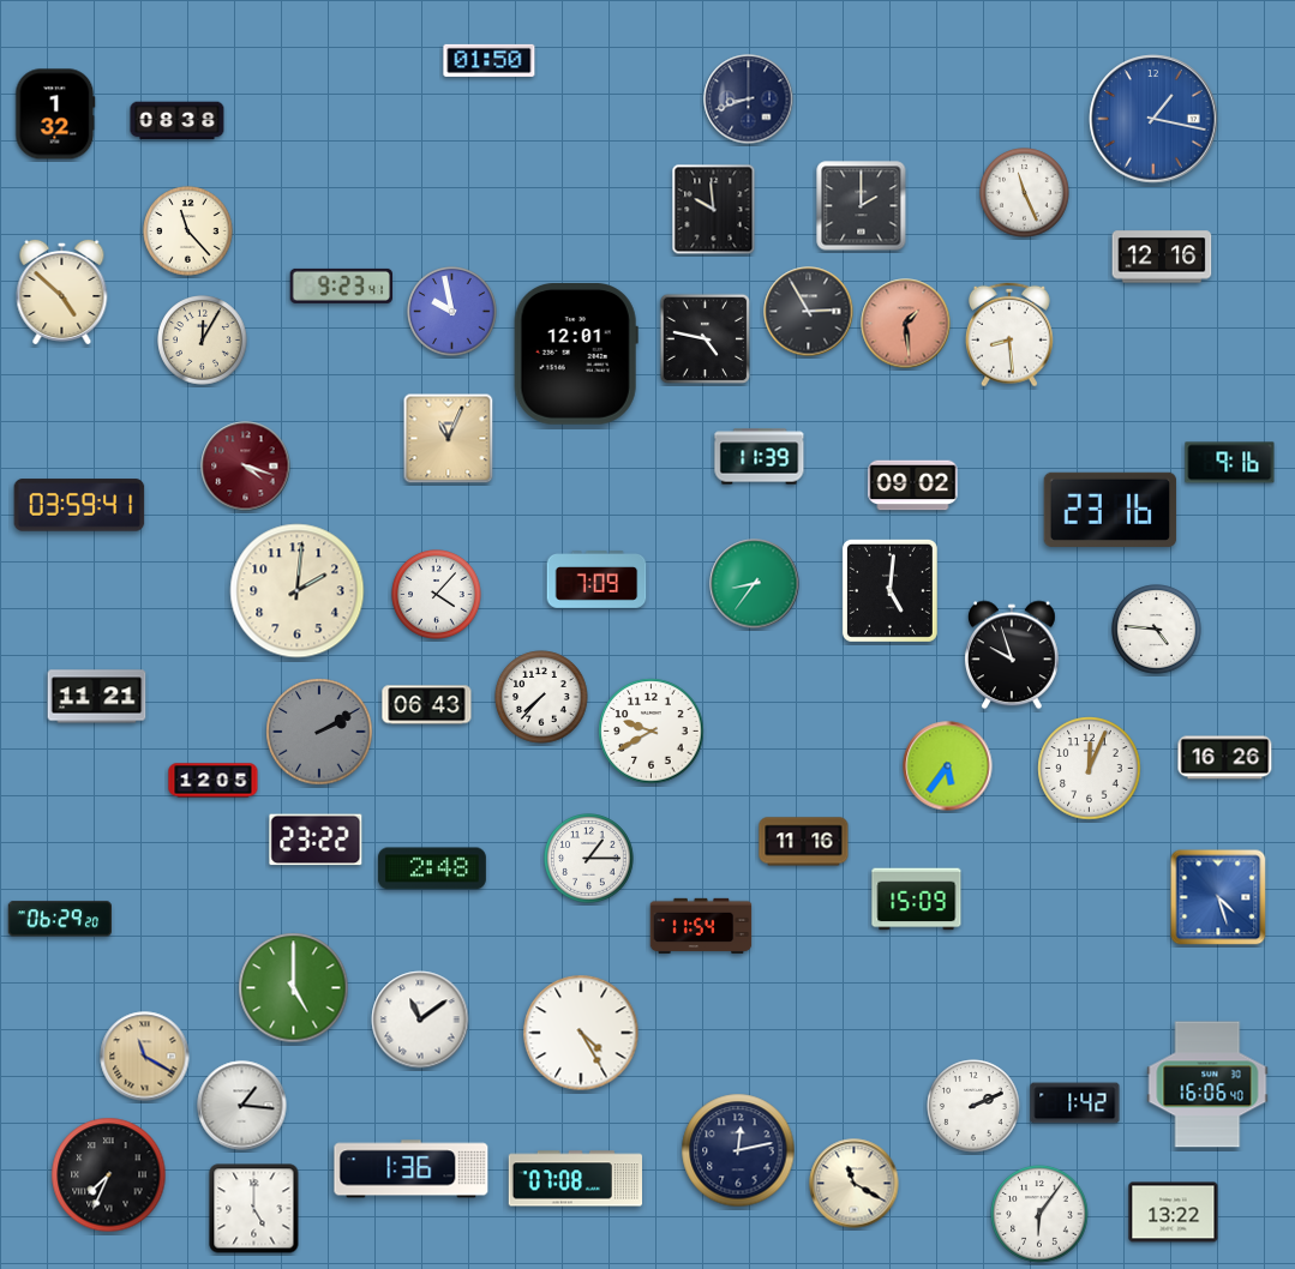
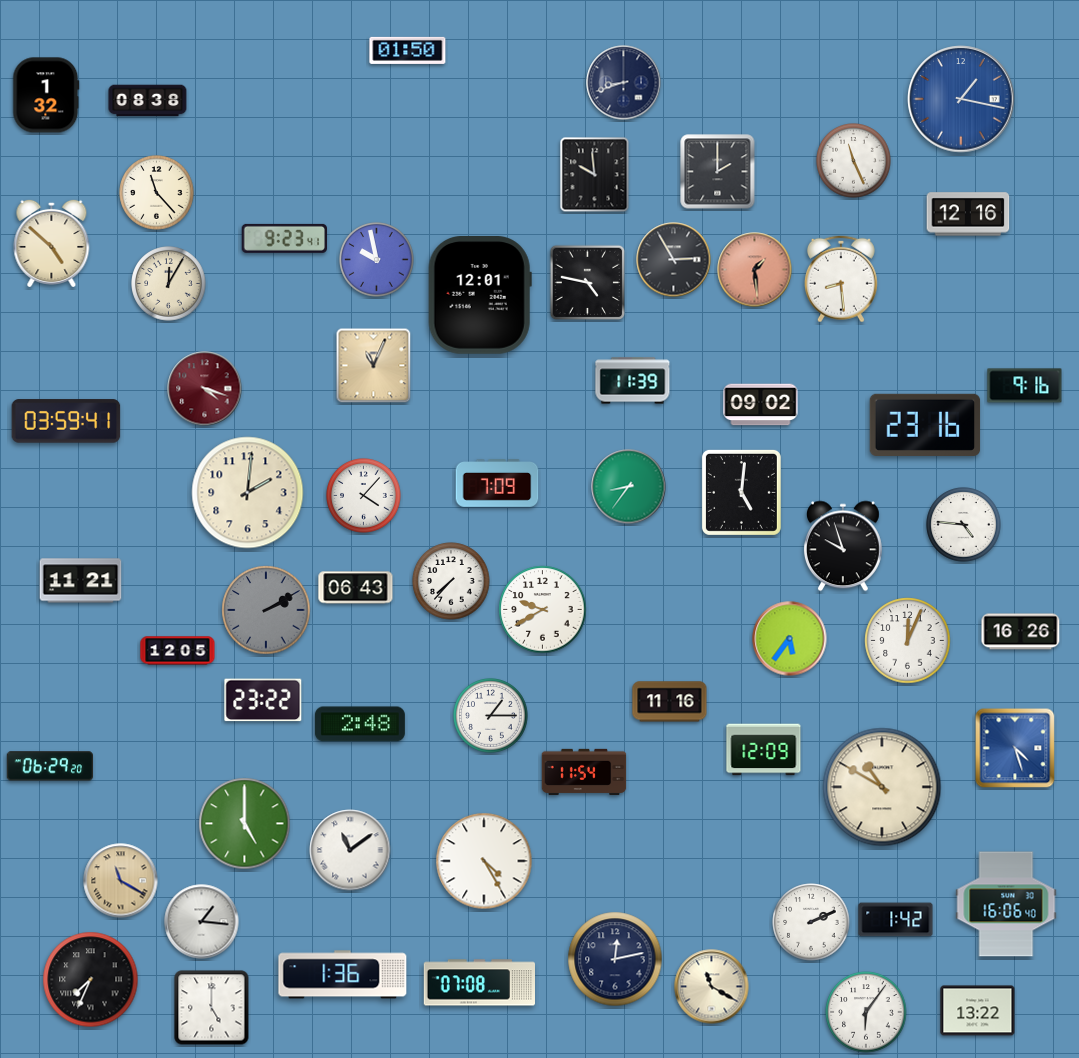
clock at (917, 900): 15:09 -> 12:09
clock at (882, 787): none -> 10:50
